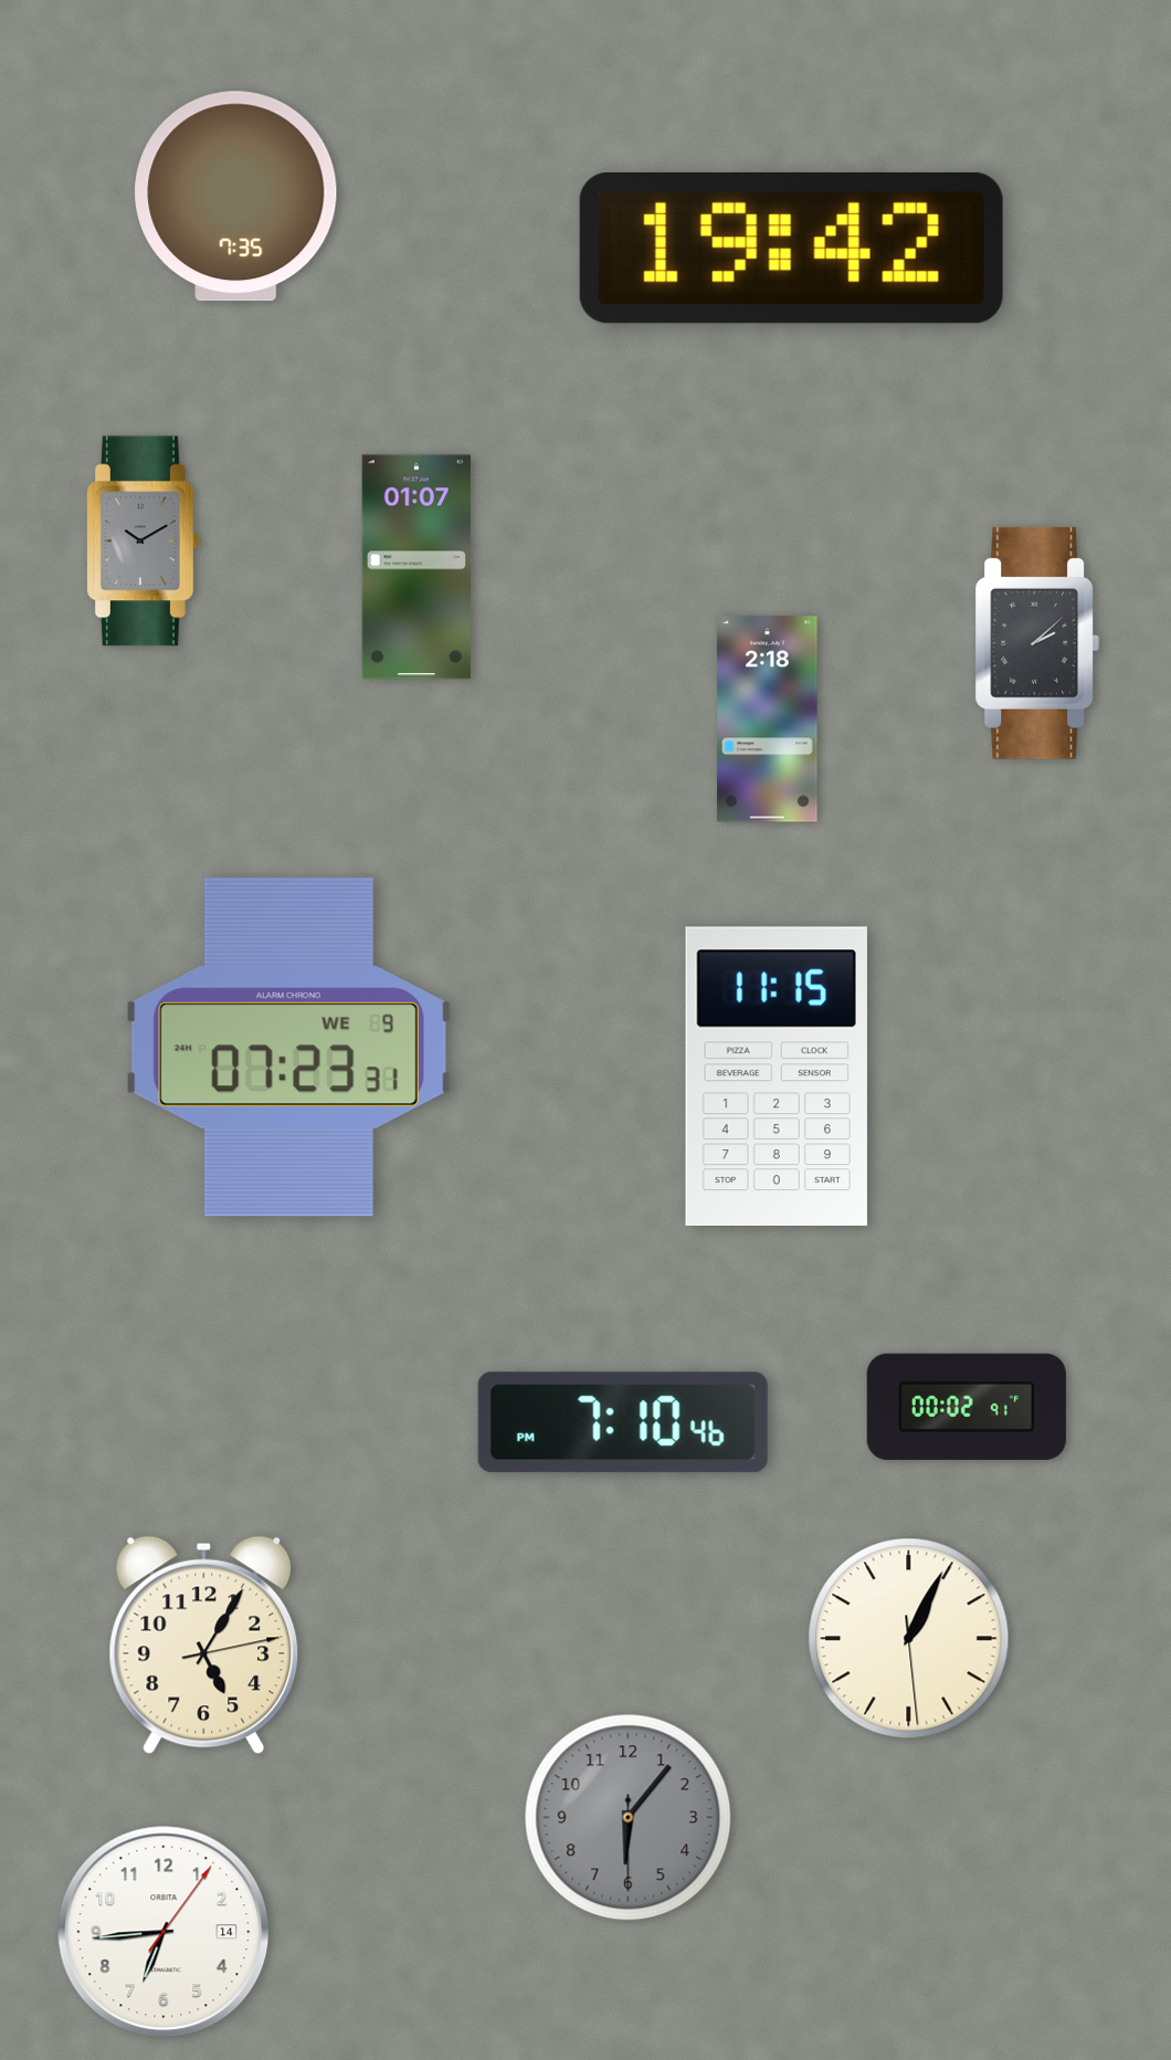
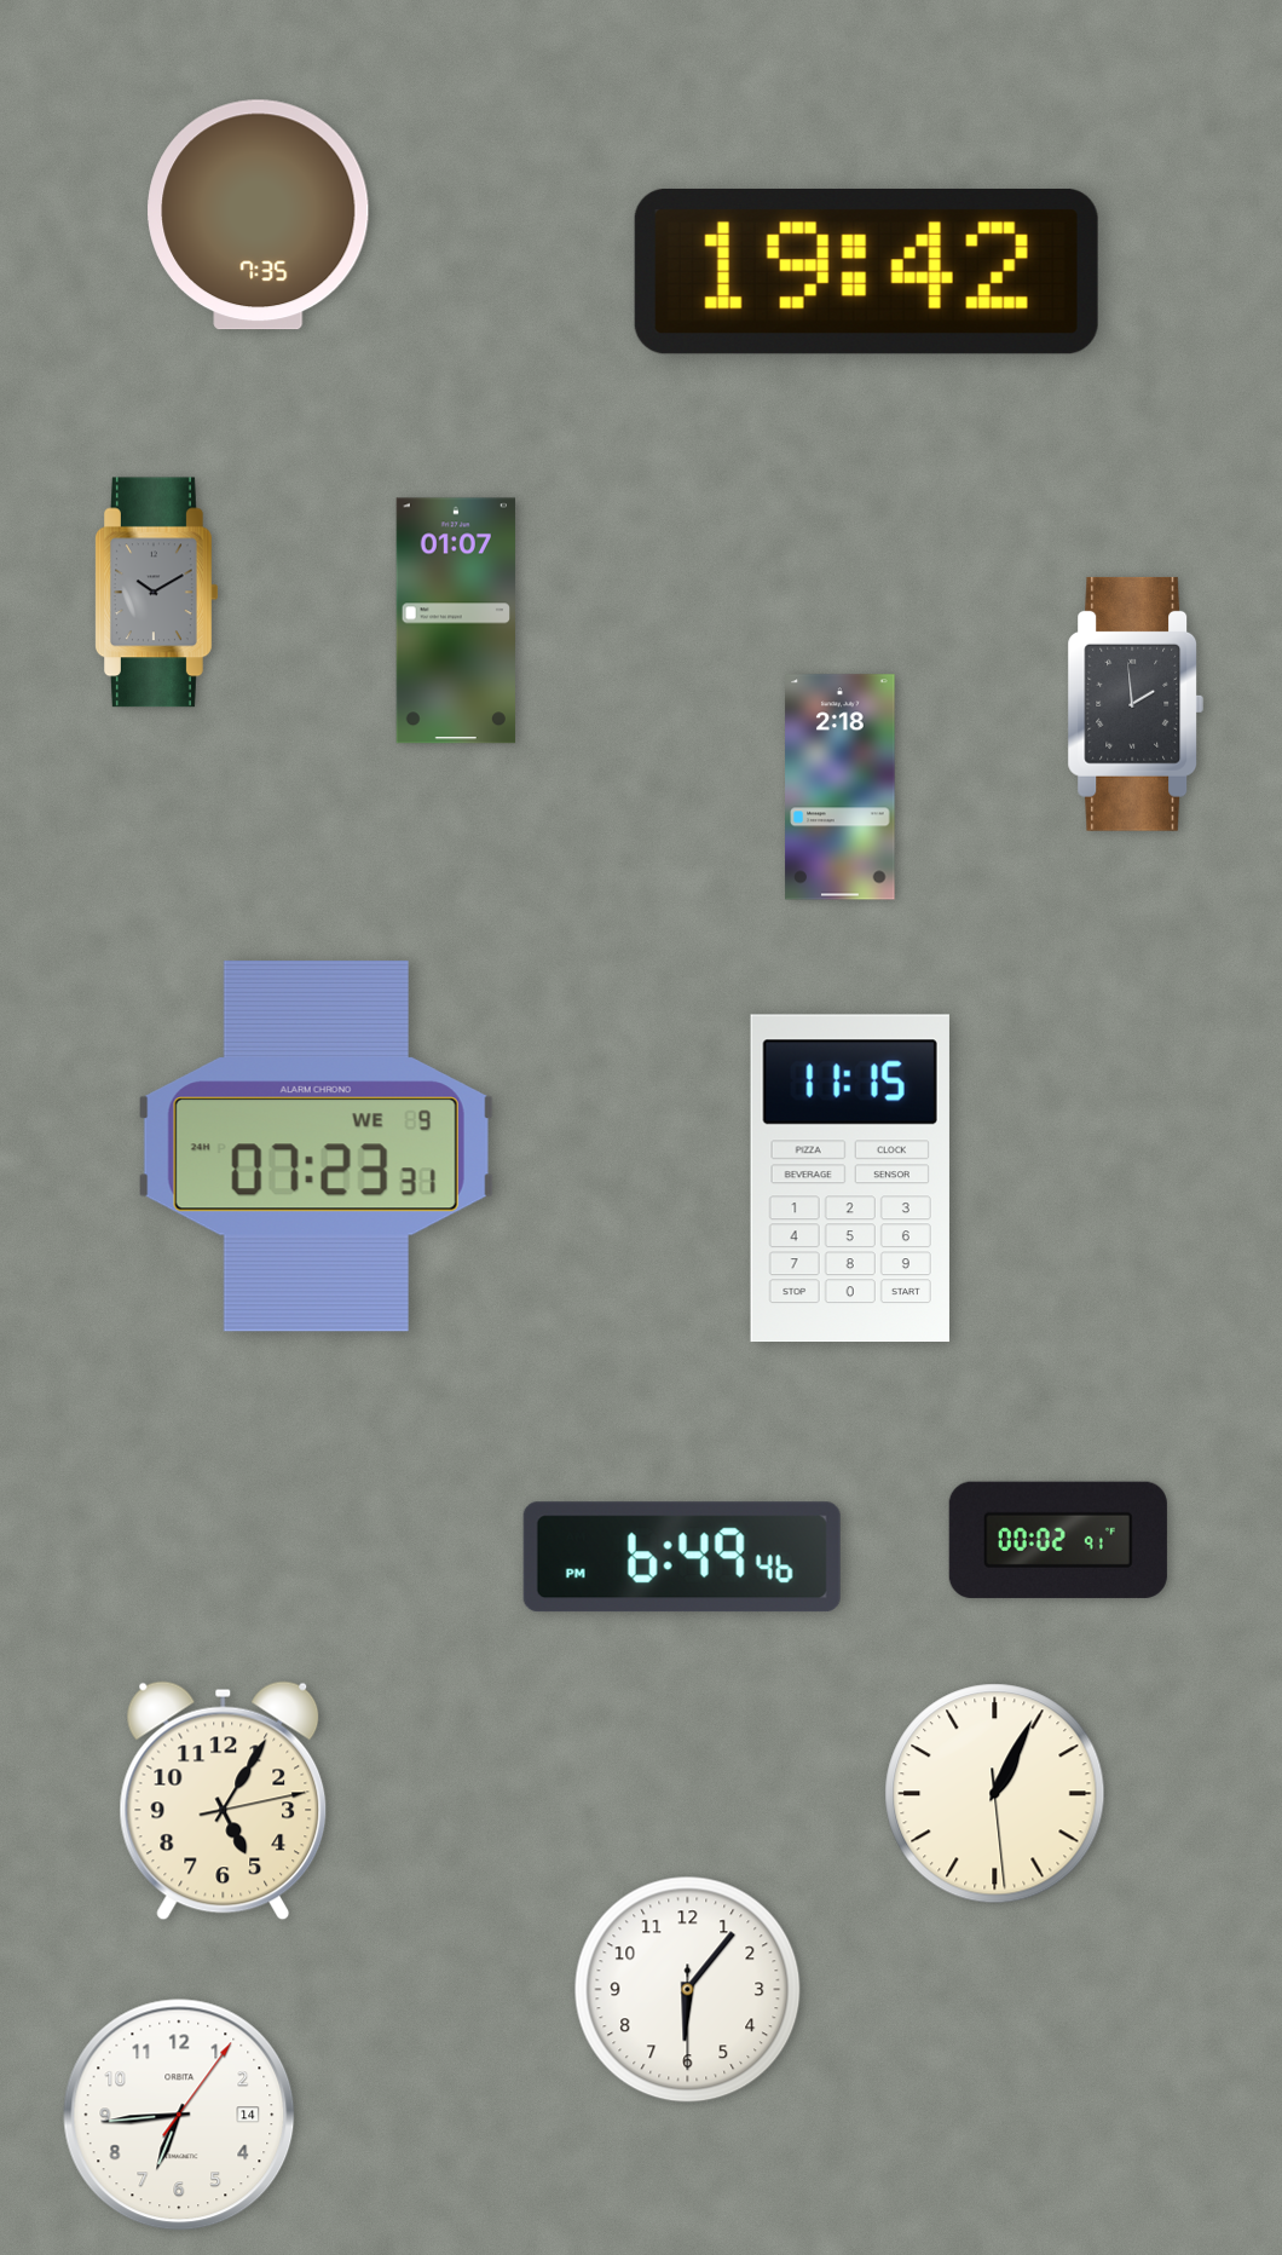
clock at (1037, 643): 2:08 -> 1:59
clock at (623, 1422): 7:10 -> 6:49
clock at (629, 1818) dial: grey -> white
